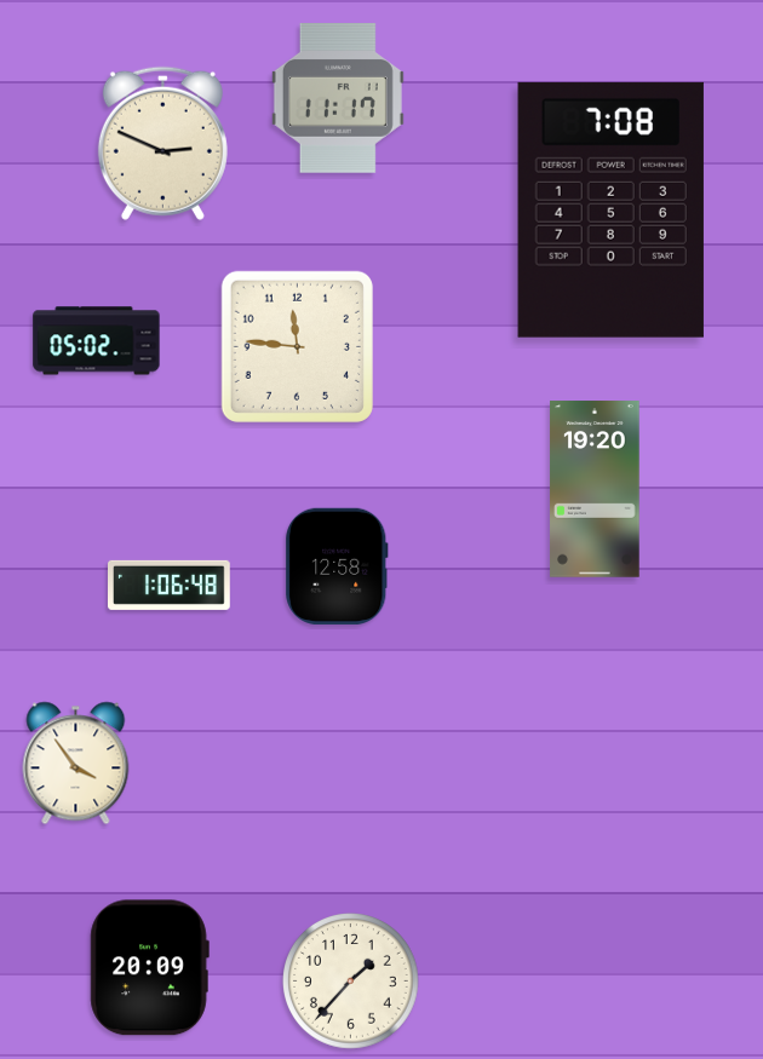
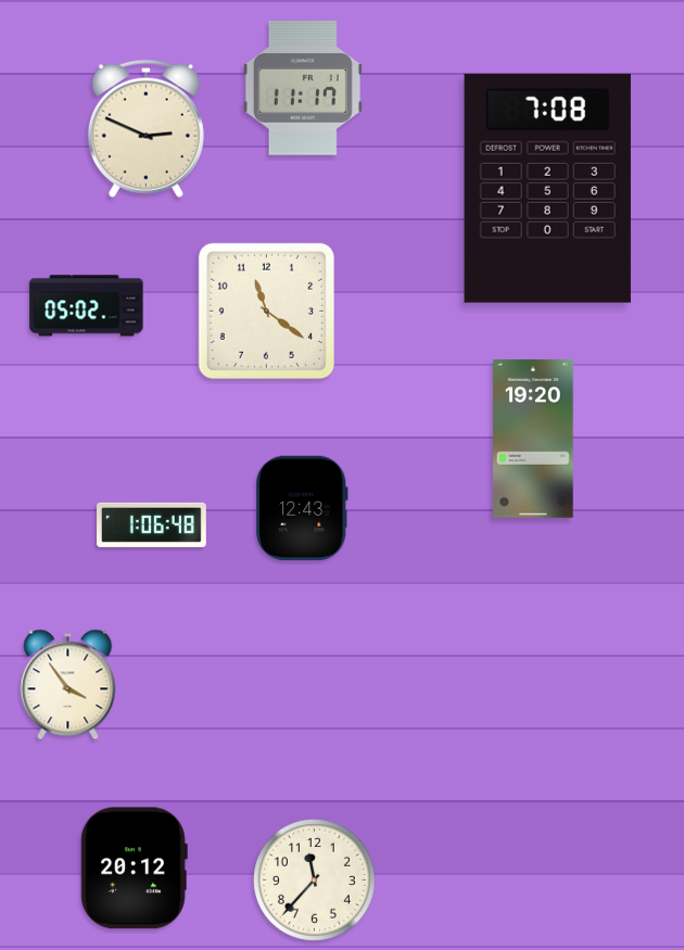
clock at (297, 346): 11:46 -> 11:21
clock at (337, 566): 12:58 -> 12:43
clock at (149, 968): 20:09 -> 20:12
clock at (351, 982): 1:37 -> 11:37
